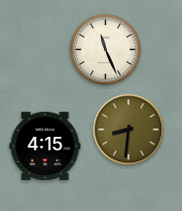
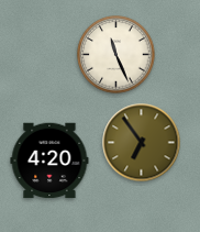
clock at (129, 130): 8:31 -> 6:54
clock at (45, 146): 4:15 -> 4:20
